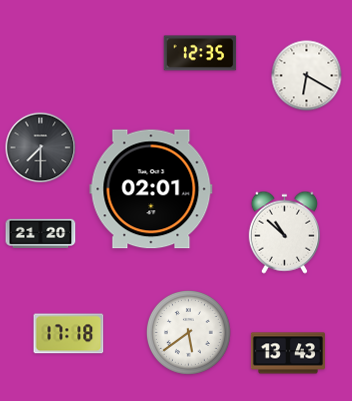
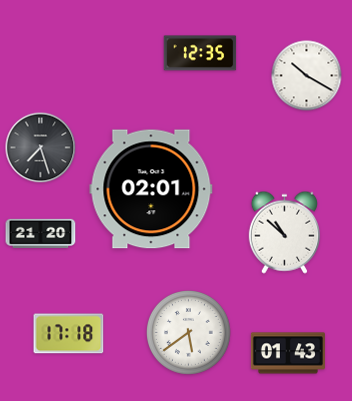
clock at (307, 76): 6:20 -> 10:20
clock at (41, 148): 7:30 -> 7:27
clock at (288, 353): 13:43 -> 01:43
